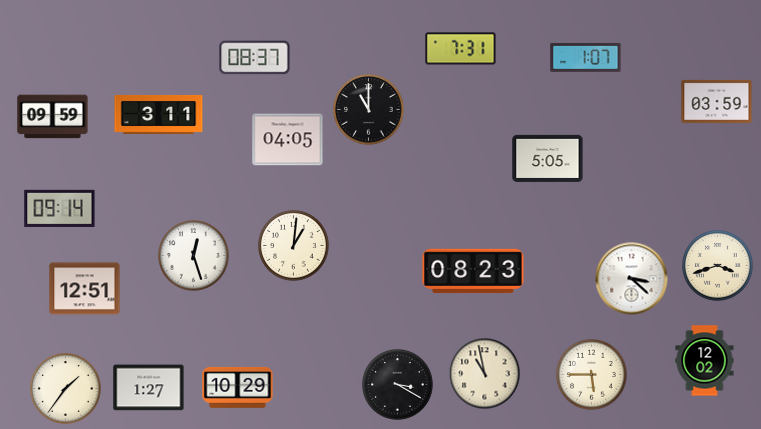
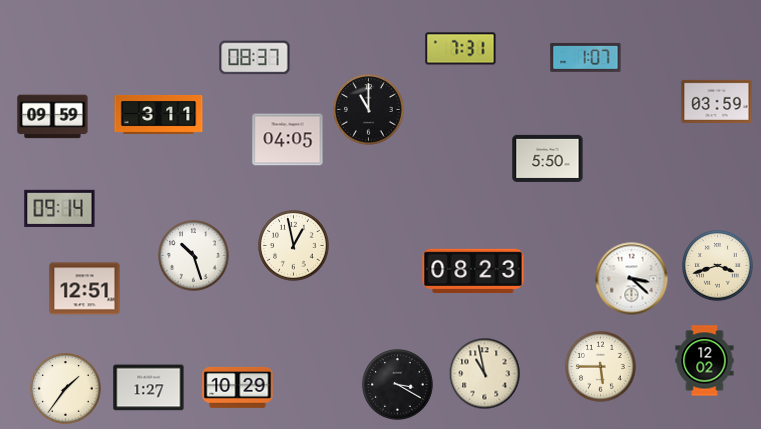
clock at (548, 158): 5:05 -> 5:50
clock at (294, 246): 1:01 -> 12:58
clock at (194, 256): 12:27 -> 10:27
clock at (592, 375) position: (592, 375) -> (601, 367)
